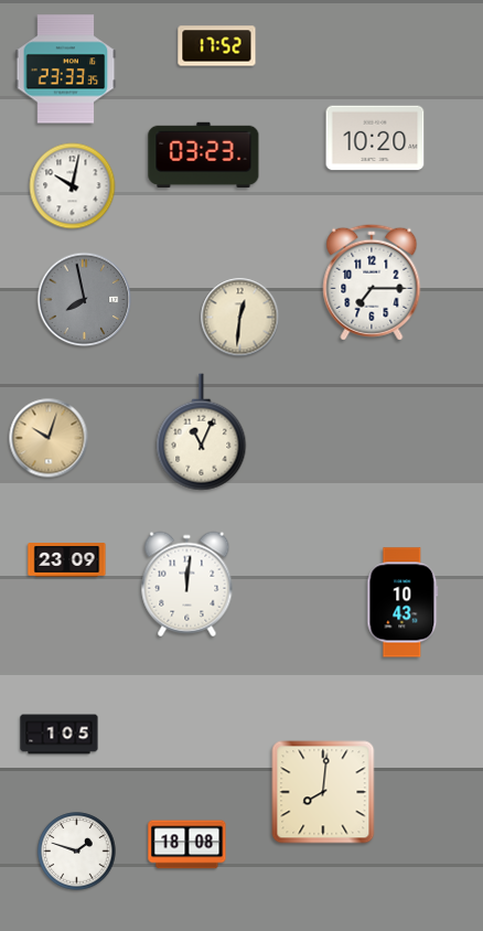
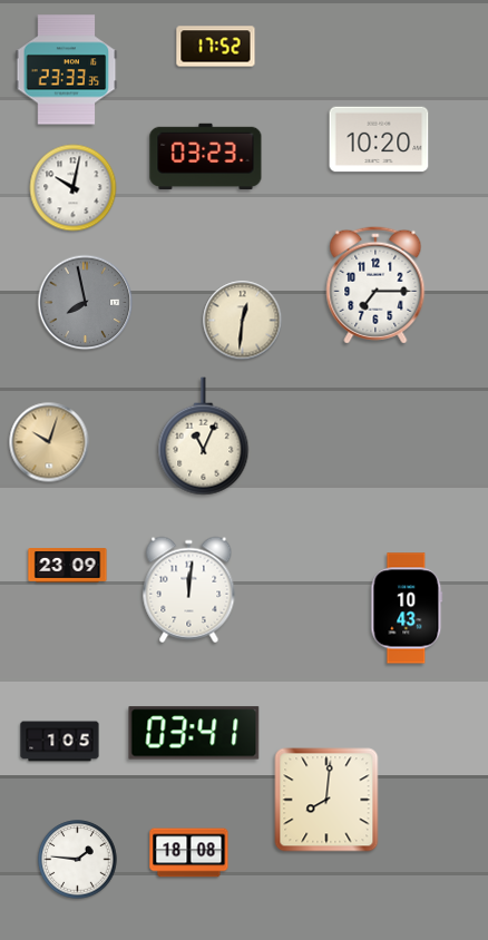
clock at (217, 46) position: (217, 46) -> (216, 47)
clock at (194, 733): none -> 03:41
clock at (77, 852): 1:48 -> 1:46
